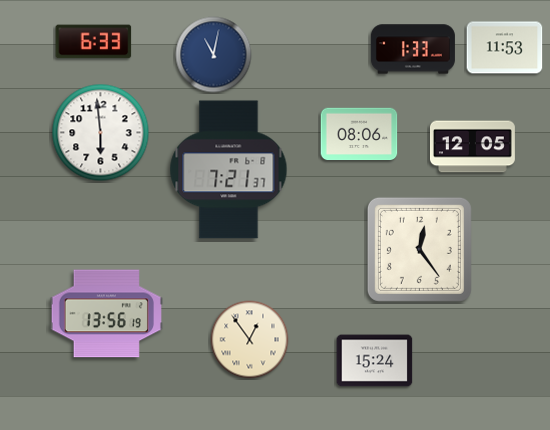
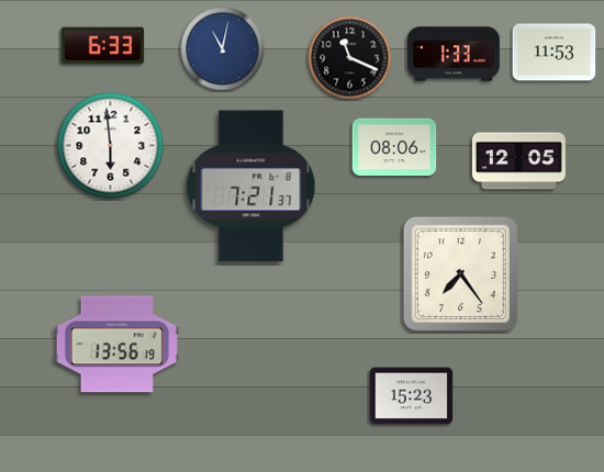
clock at (350, 58): none -> 11:19
clock at (214, 55) position: (214, 55) -> (223, 49)
clock at (419, 249): 12:24 -> 7:24
clock at (250, 340): 12:54 -> none
clock at (375, 361): 15:24 -> 15:23
